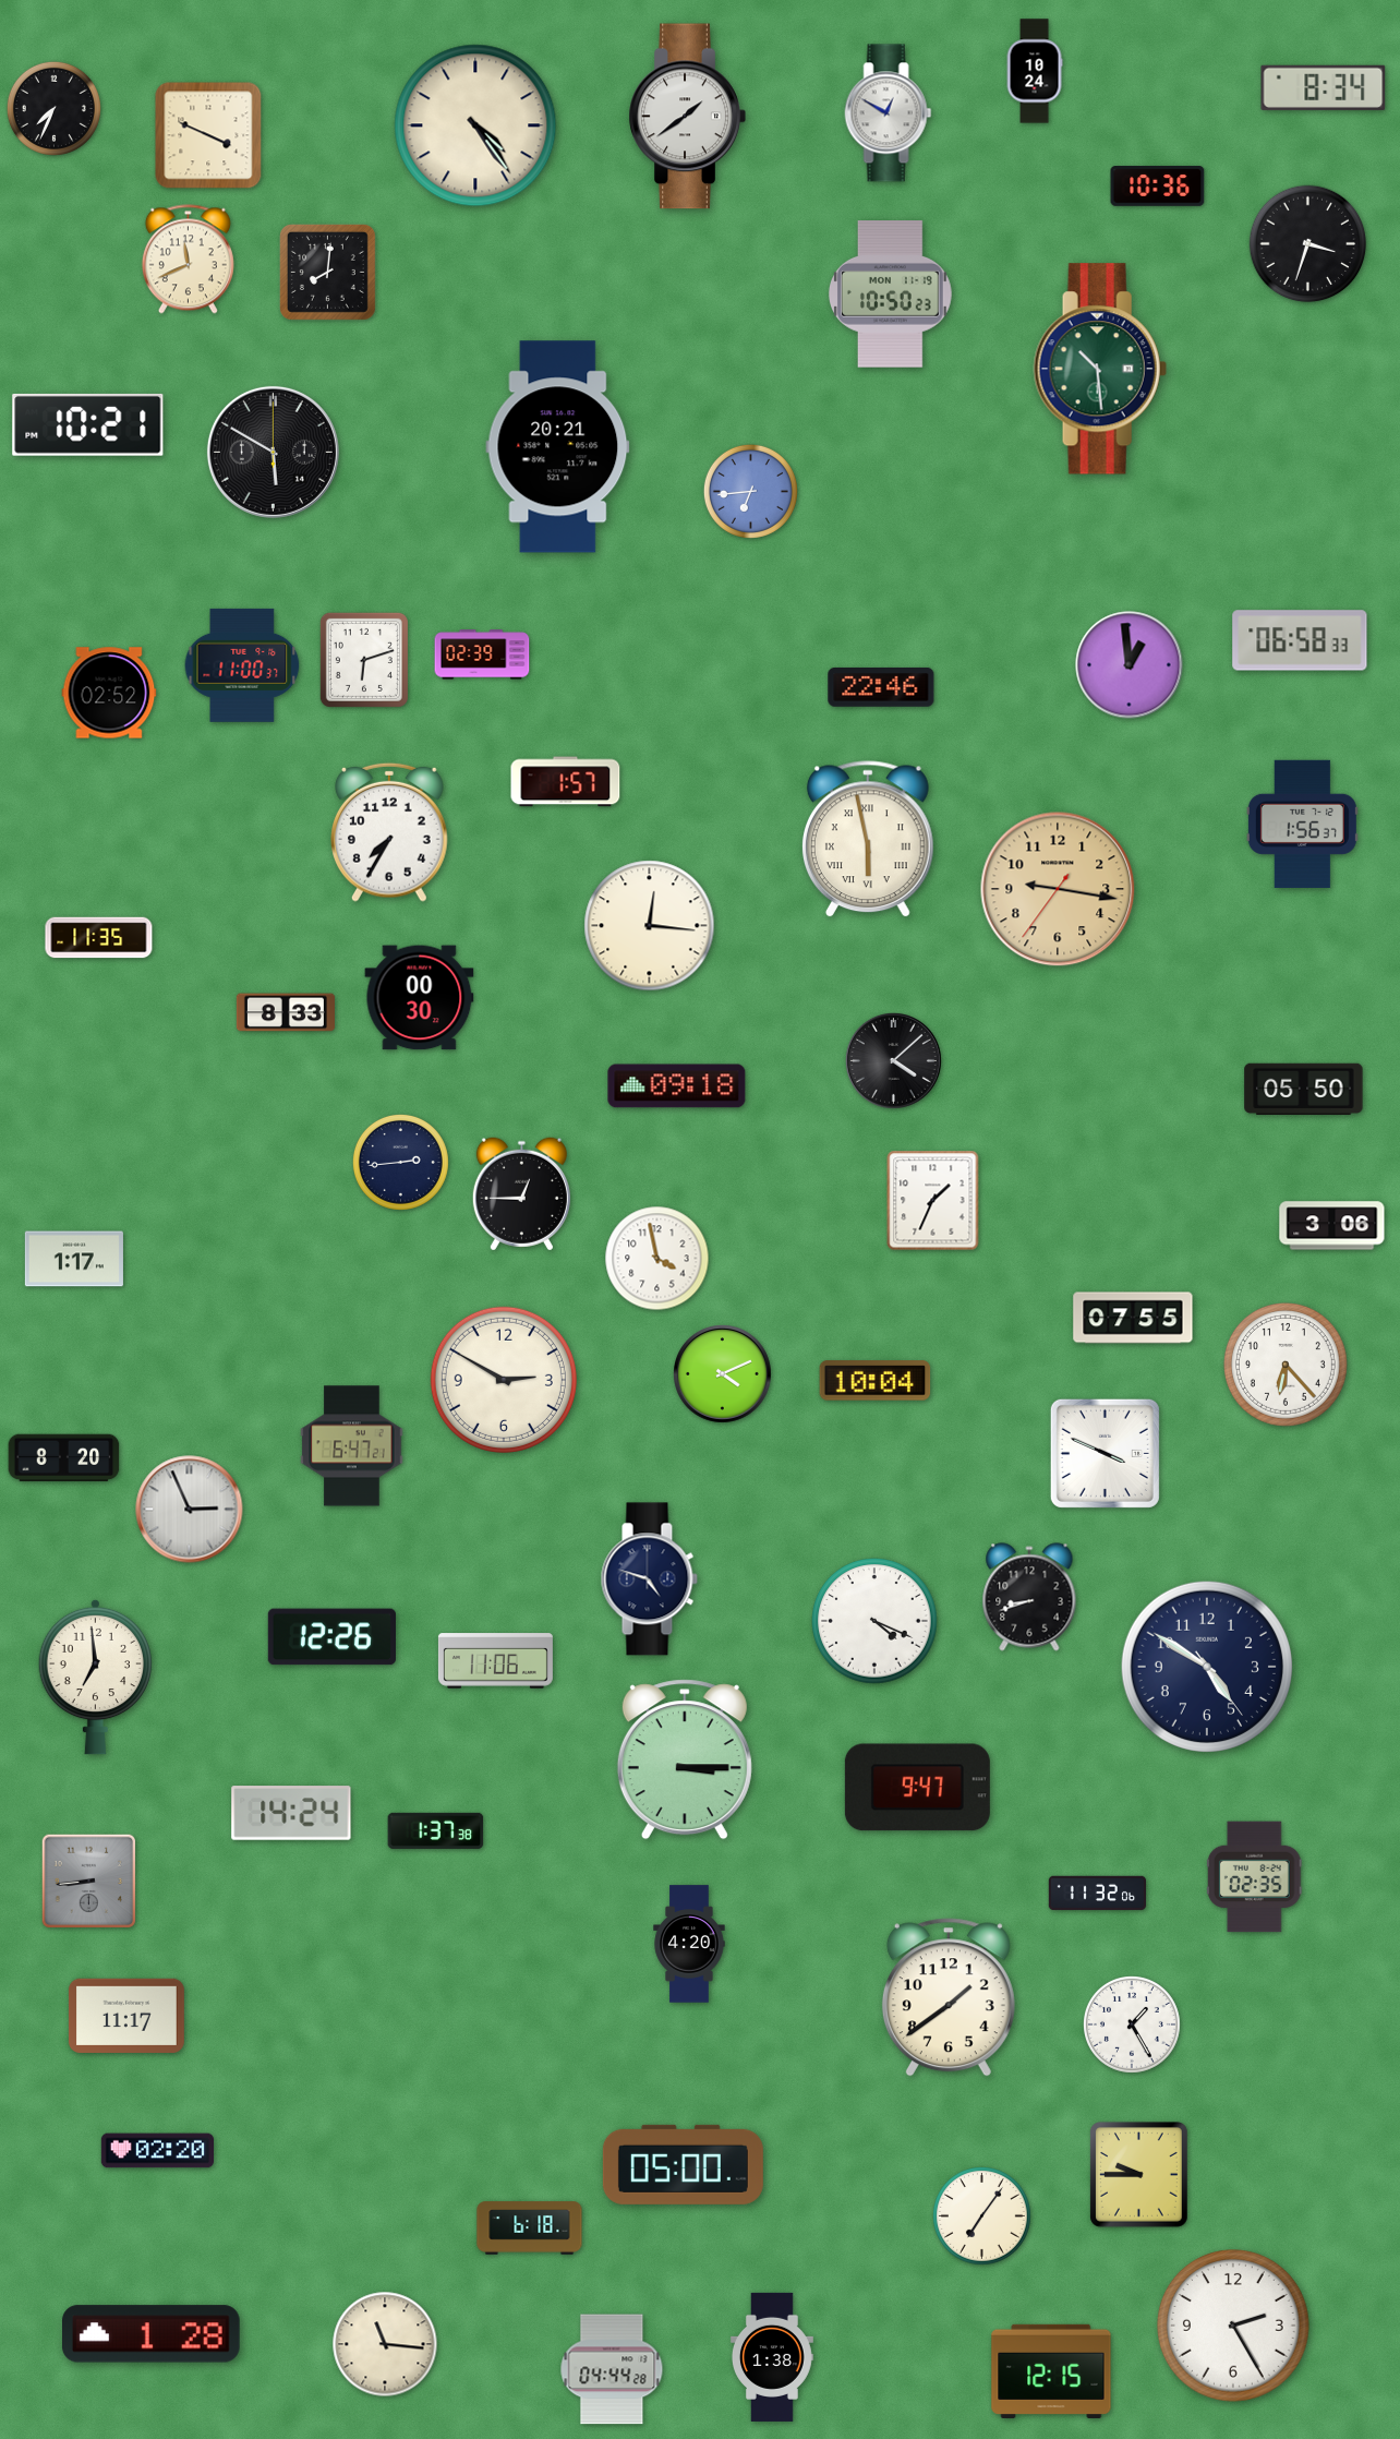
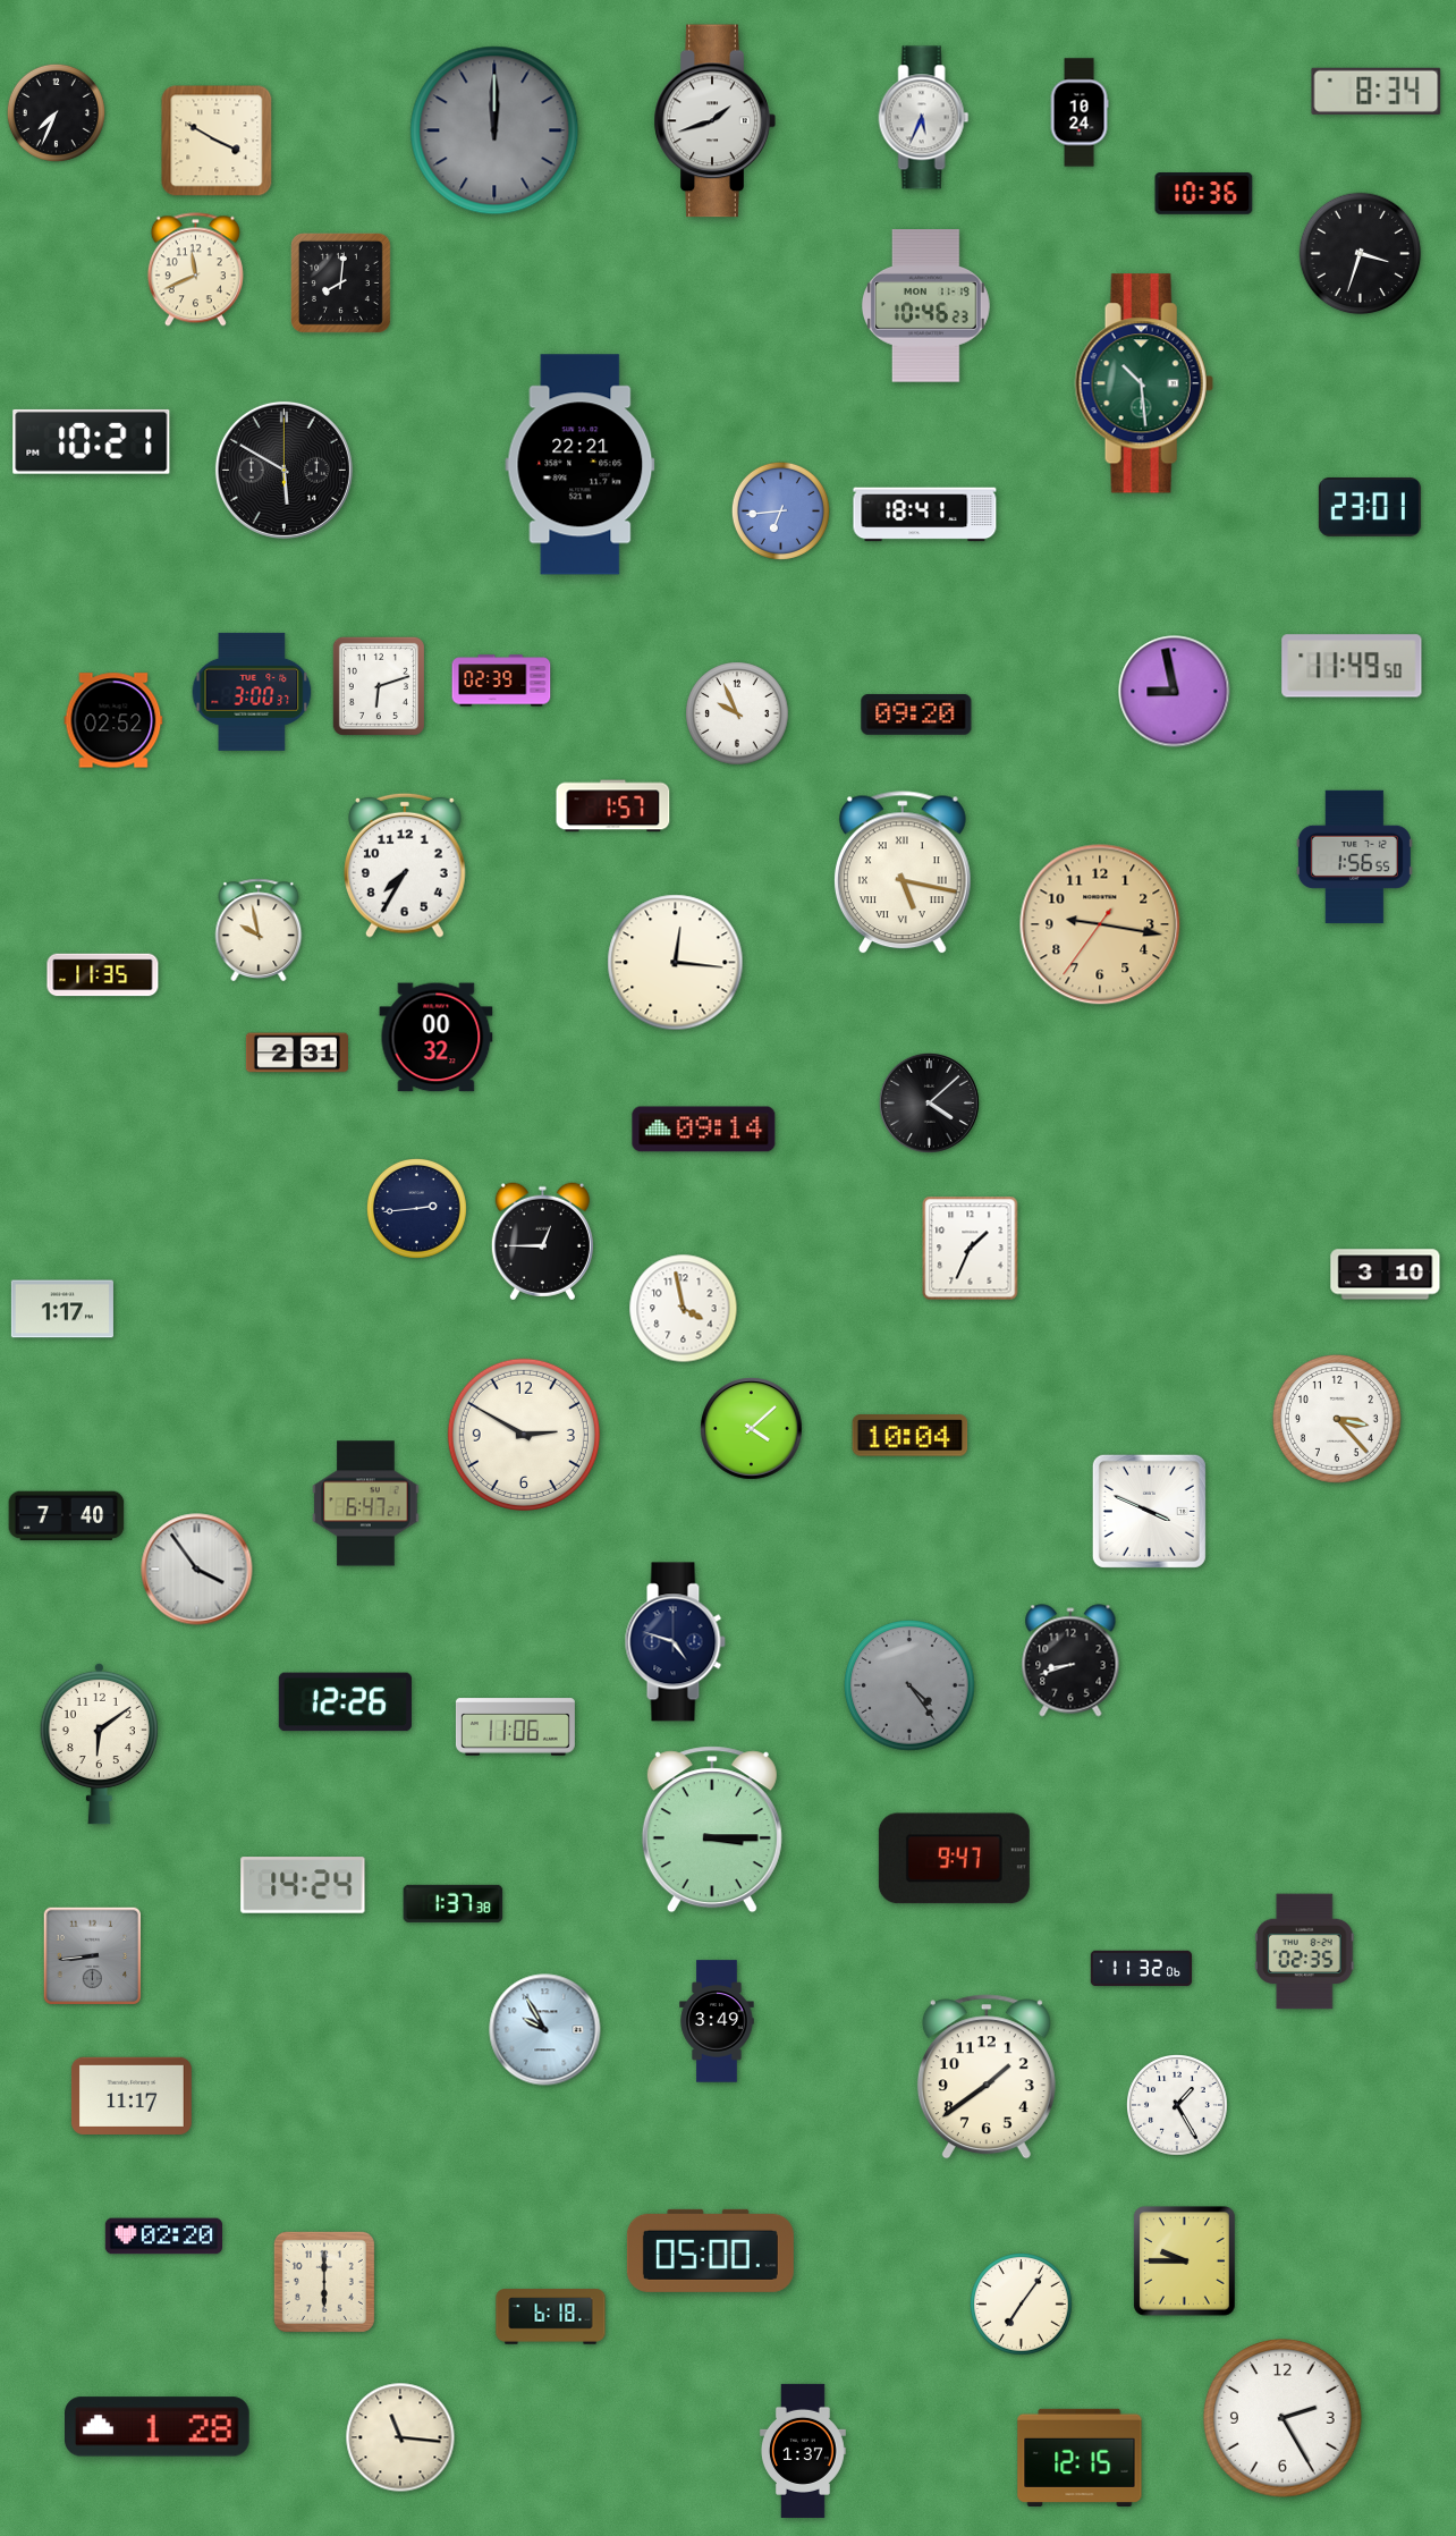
clock at (1035, 71) position: (1035, 71) -> (1080, 112)
clock at (889, 113): 12:50 -> 5:34
clock at (687, 117): 1:39 -> 1:42
clock at (475, 125): 4:24 -> 12:00
clock at (475, 125) dial: cream -> grey
clock at (208, 135): 3:49 -> 3:50
clock at (890, 295): 10:50 -> 10:46
clock at (558, 447): 20:21 -> 22:21
clock at (1370, 507): none -> 23:01
clock at (925, 515): none -> 18:41
clock at (1300, 640): 06:58 -> 11:49
clock at (242, 665): 11:00 -> 3:00
clock at (1130, 665): 12:59 -> 8:58
clock at (737, 713): none -> 9:56
clock at (881, 687): 22:46 -> 09:20
clock at (566, 782) position: (566, 782) -> (613, 806)
clock at (1302, 824): 1:56:37 -> 1:56:55
clock at (868, 840): 5:58 -> 5:17
clock at (259, 930): none -> 9:58
clock at (420, 998): 00:30 -> 00:32
clock at (286, 1012): 8:33 -> 2:31
clock at (677, 1086): 09:18 -> 09:14
clock at (1304, 1089): 05:50 -> none
clock at (1332, 1226): 3:06 -> 3:10
clock at (74, 1259) position: (74, 1259) -> (62, 1309)
clock at (1133, 1318): 07:55 -> none
clock at (1286, 1365): 6:23 -> 3:23
clock at (723, 1374): 4:11 -> 4:08
clock at (64, 1458): 8:20 -> 7:40
clock at (190, 1510): 2:56 -> 3:54
clock at (874, 1621): 4:19 -> 4:24
clock at (874, 1621) dial: white -> grey
clock at (1207, 1667): 4:50 -> none
clock at (95, 1677): 6:59 -> 6:09
clock at (689, 1944): 4:20 -> 3:49
clock at (545, 2030): none -> 9:55
clock at (324, 2282): none -> 6:00
clock at (772, 2357): 1:38 -> 1:37
clock at (612, 2369): 04:44 -> none
clock at (1051, 2371) position: (1051, 2371) -> (1080, 2458)
